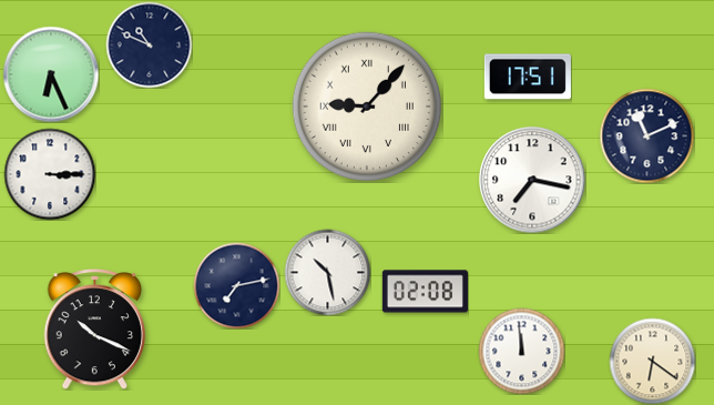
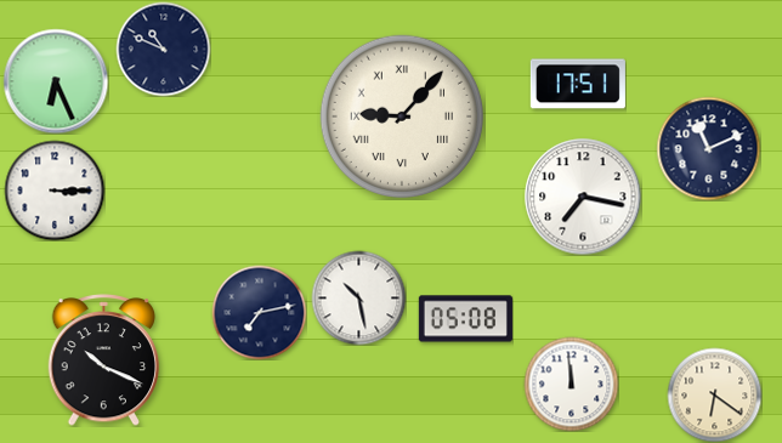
clock at (425, 292): 02:08 -> 05:08
